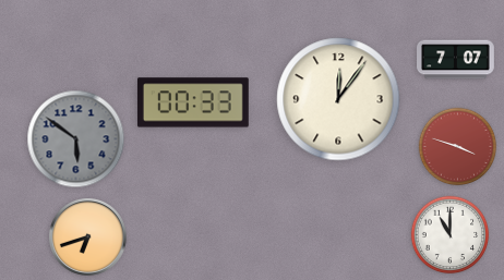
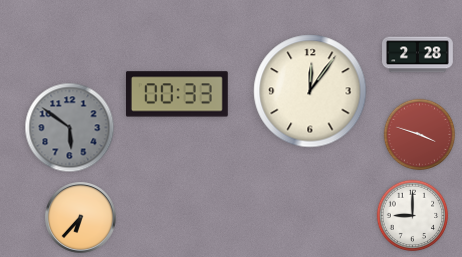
clock at (456, 60): 7:07 -> 2:28
clock at (451, 235): 11:00 -> 9:00
clock at (88, 238): 6:42 -> 6:37
